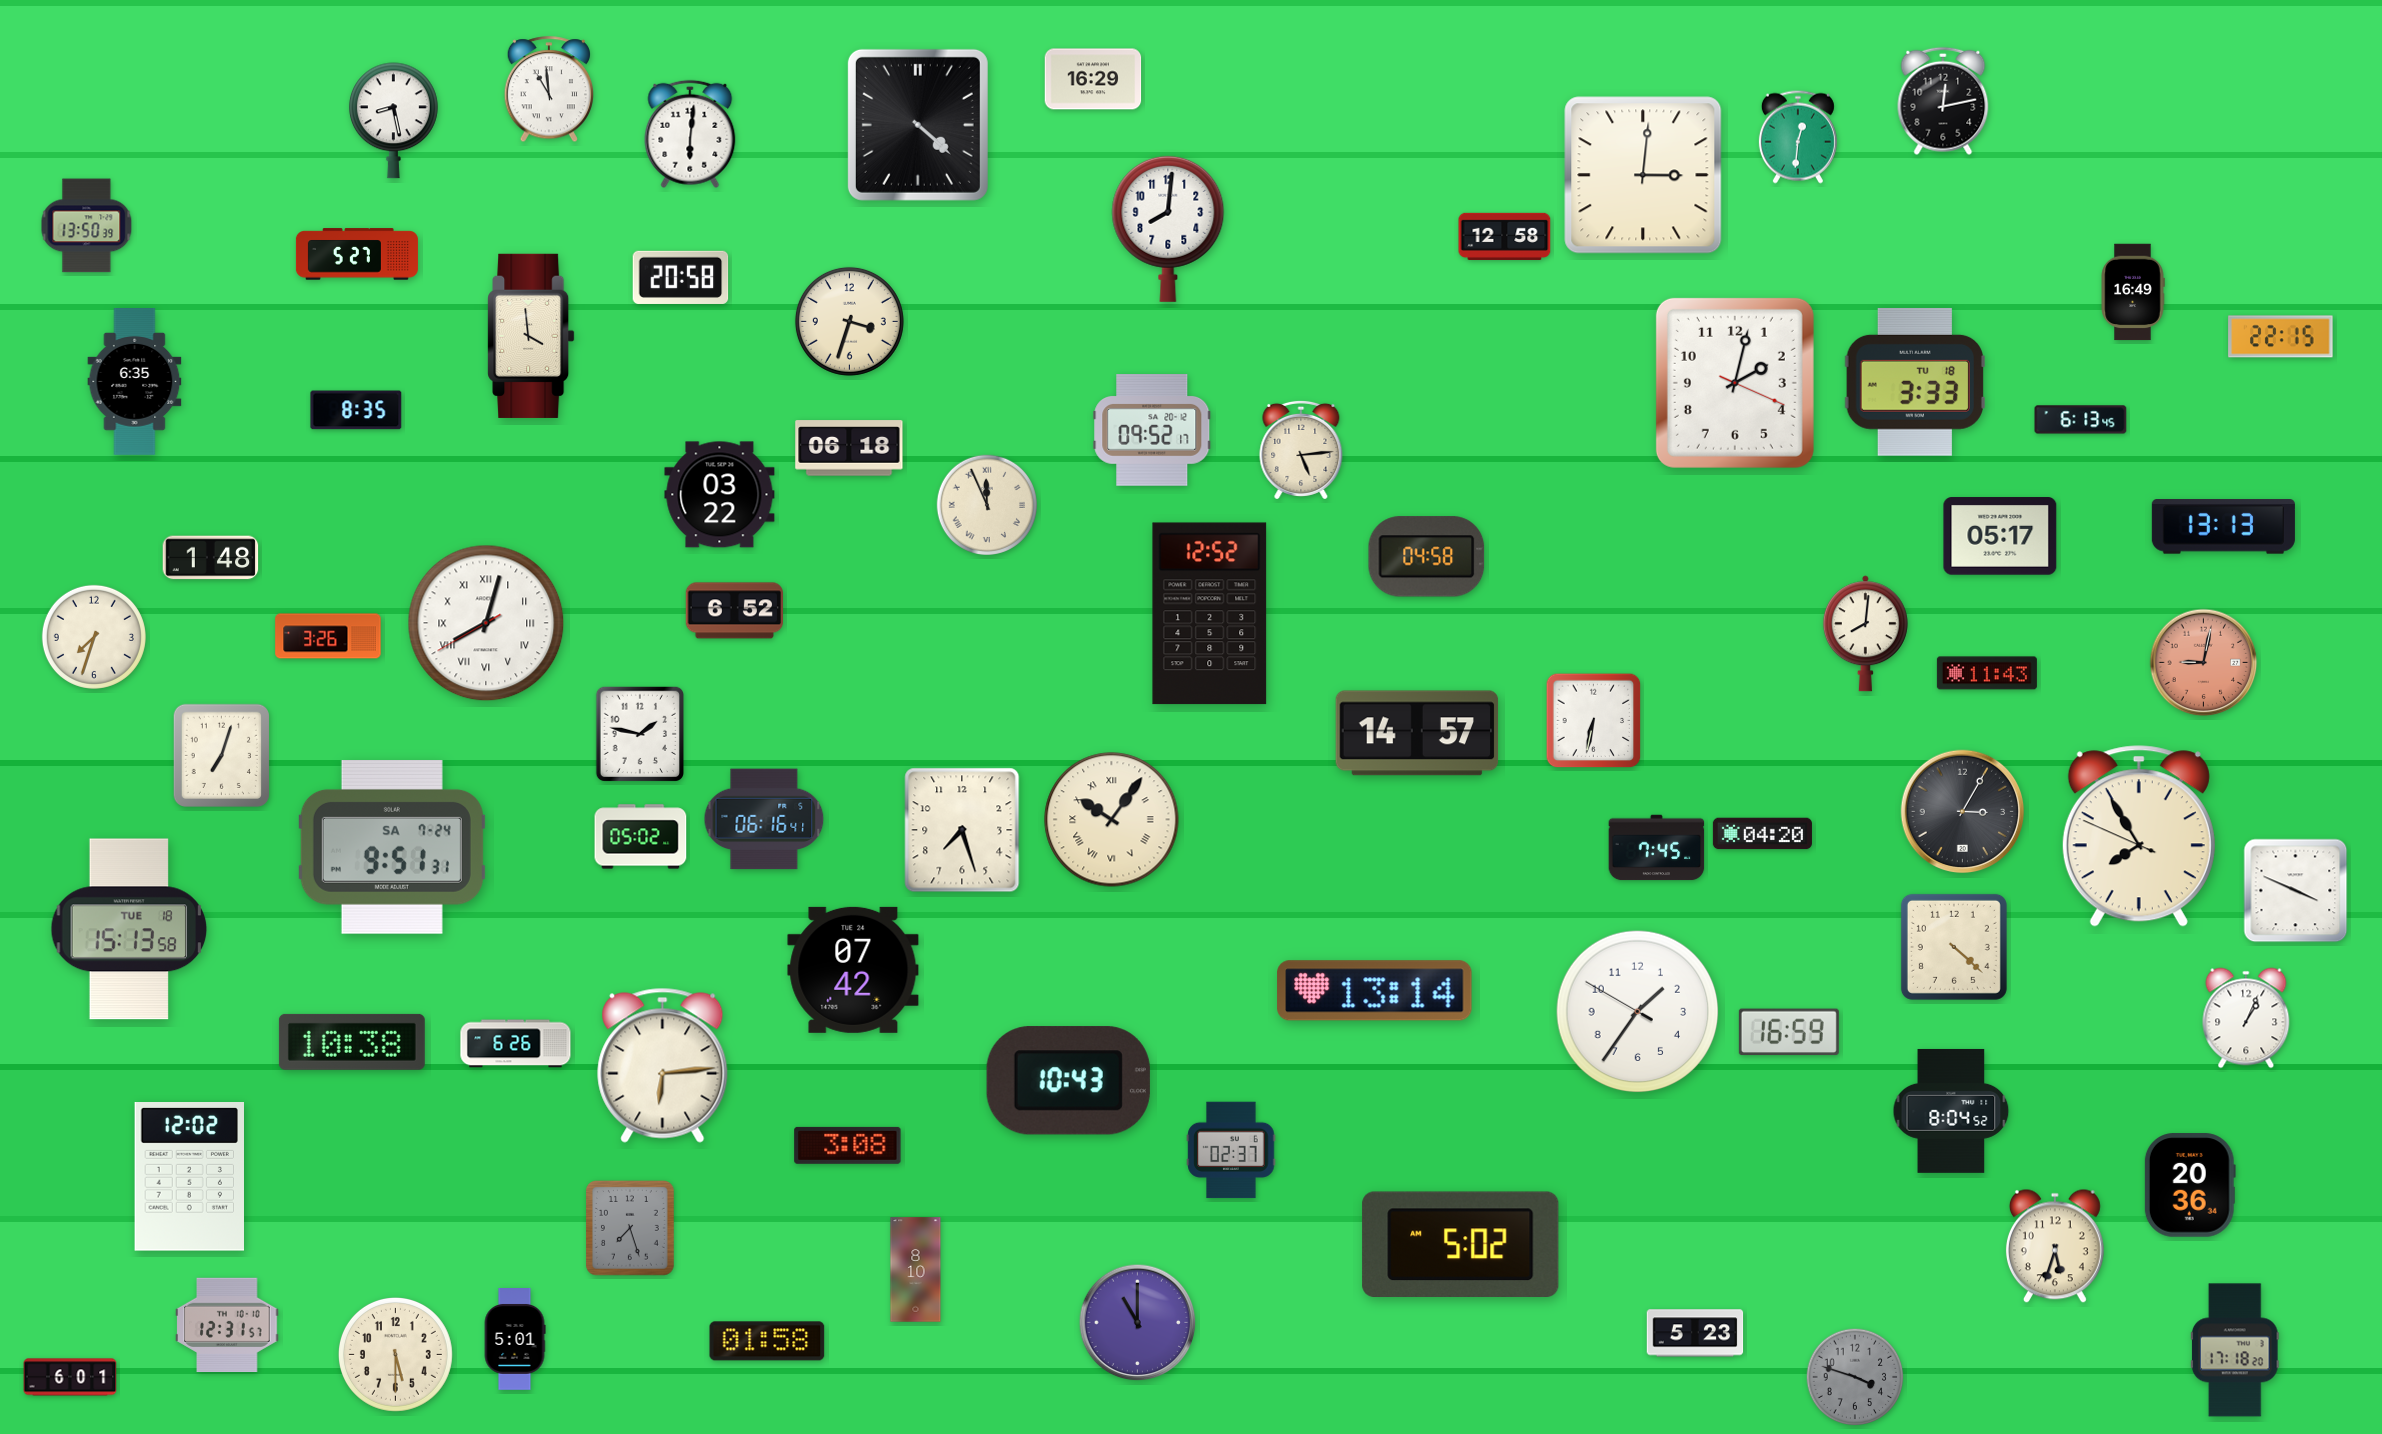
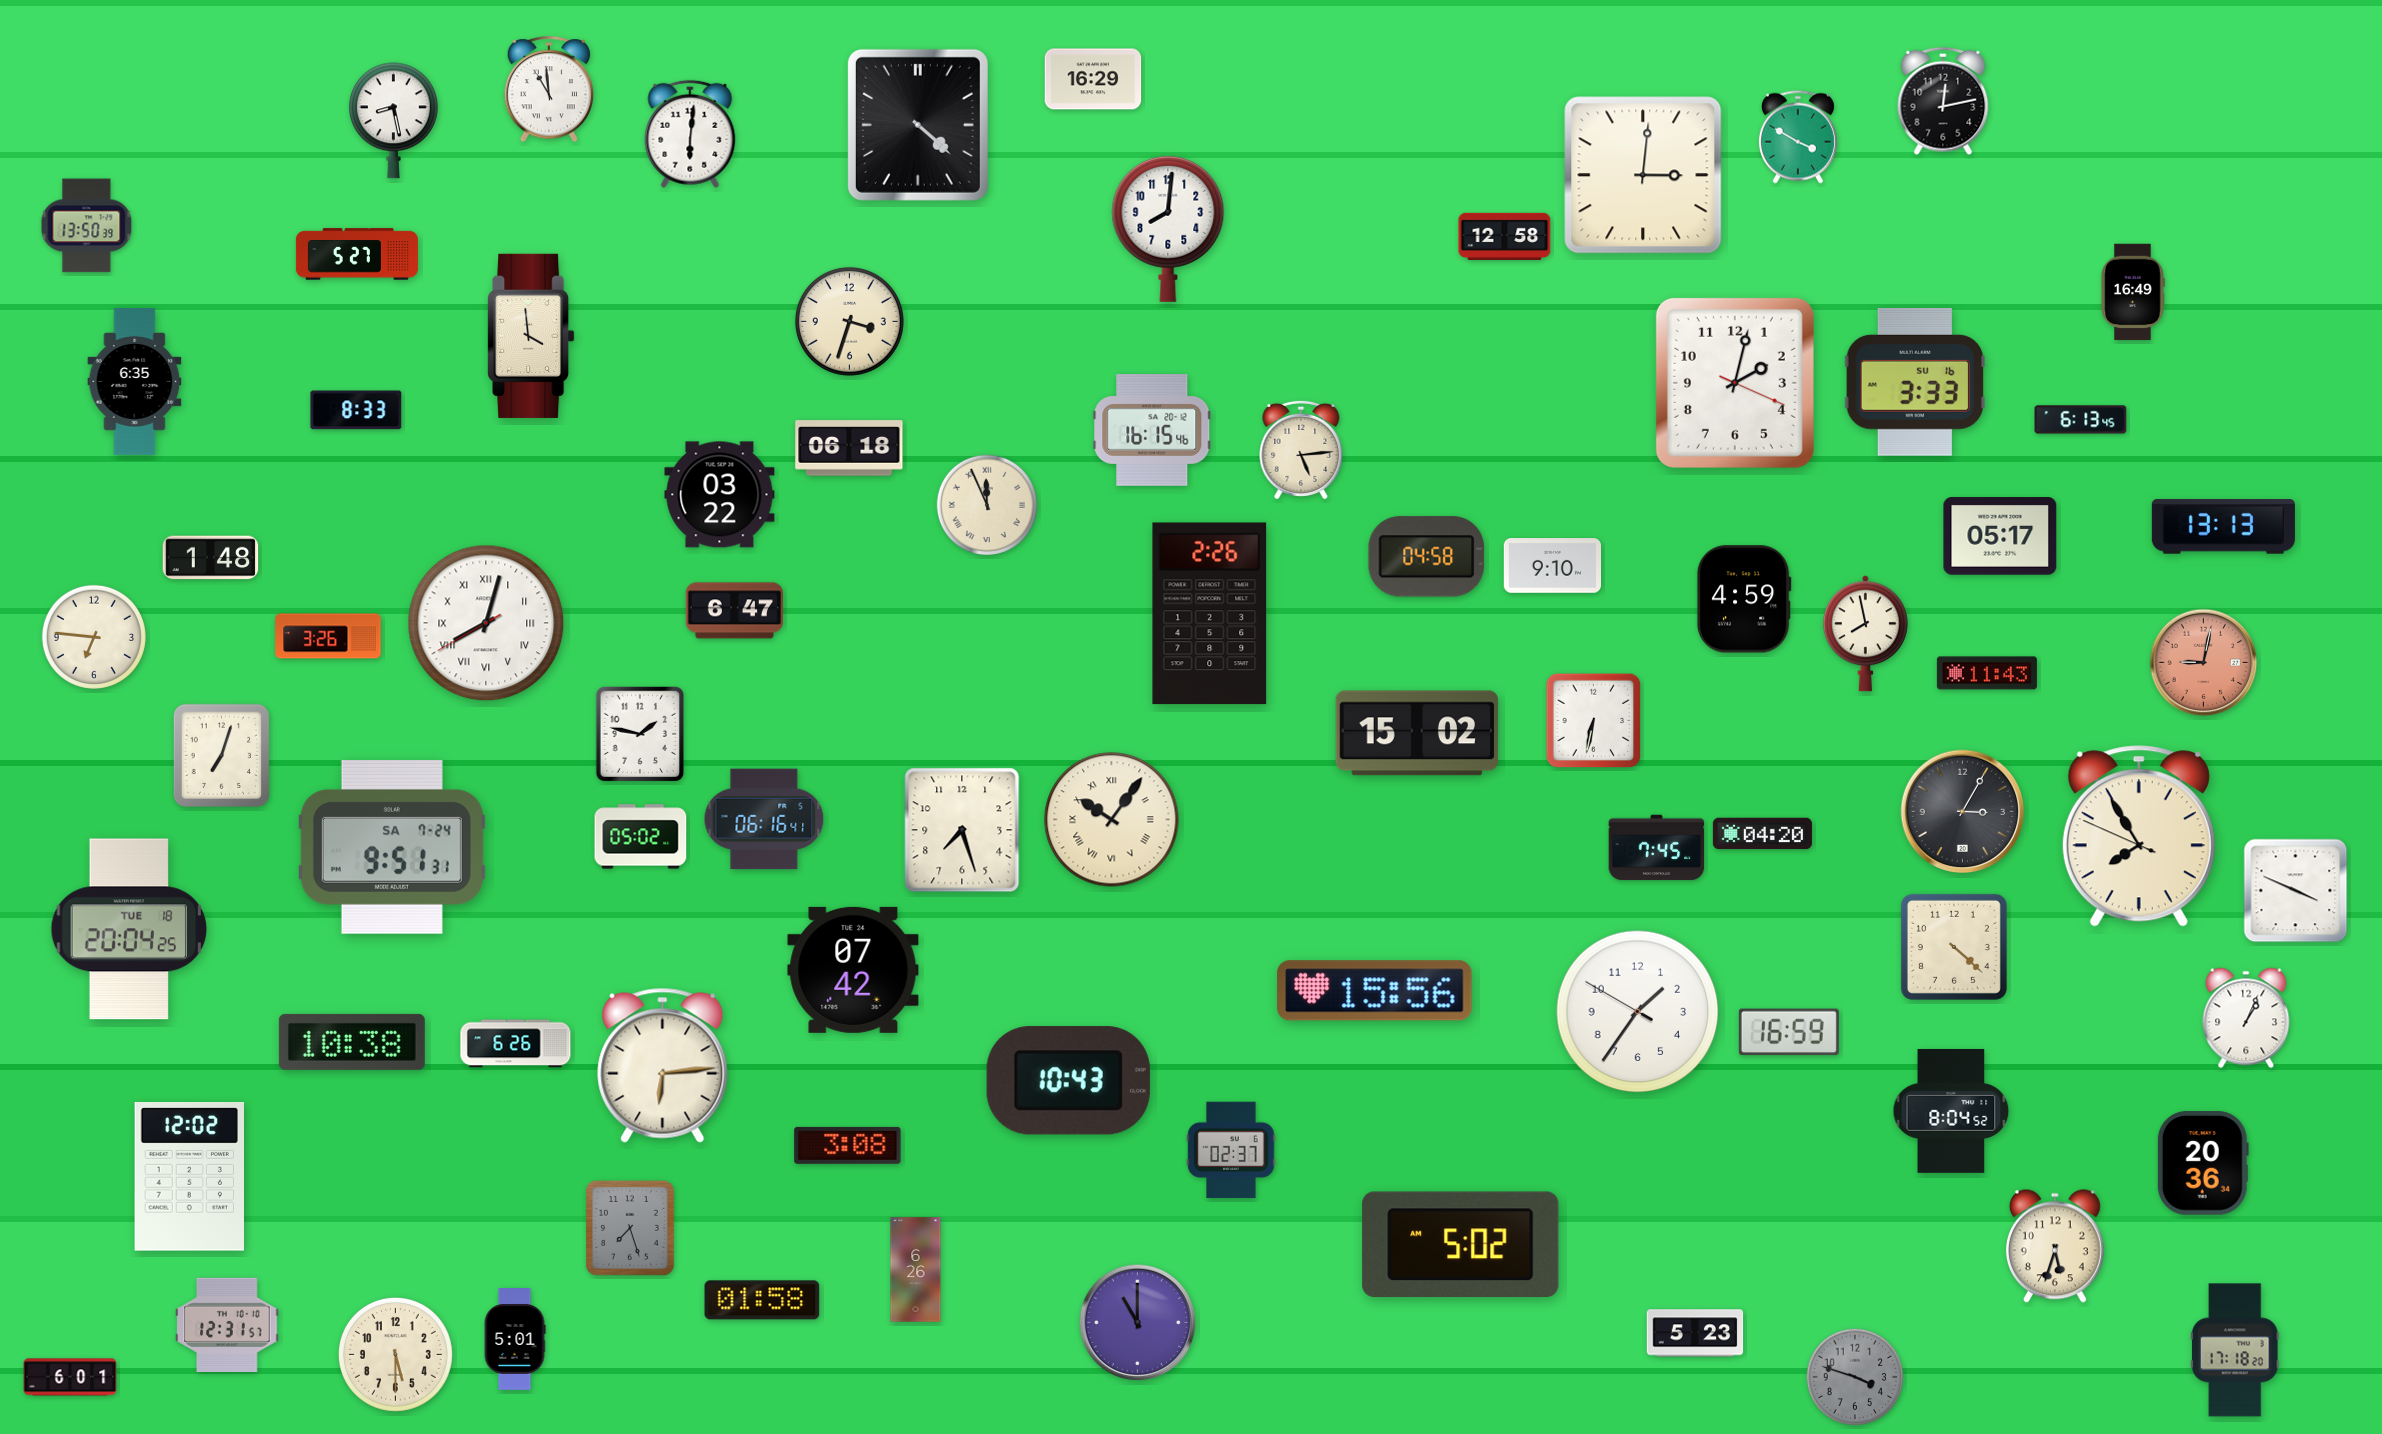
clock at (1798, 137): 12:31 -> 3:50
clock at (681, 277): 20:58 -> none
clock at (2281, 337): 22:15 -> none
clock at (1914, 382) date: TU 18 -> SU 16
clock at (356, 410): 8:35 -> 8:33
clock at (1152, 430): 09:52 -> 16:15
clock at (1552, 566): none -> 9:10
clock at (1744, 599): none -> 4:59
clock at (734, 611): 6:52 -> 6:47
clock at (1210, 614): 12:52 -> 2:26
clock at (1865, 634): 8:01 -> 7:58
clock at (94, 637): 7:33 -> 6:46
clock at (1417, 733): 14:57 -> 15:02
clock at (129, 929): 15:13 -> 20:04
clock at (1375, 991): 13:14 -> 15:56
clock at (2190, 1185) position: (2190, 1185) -> (2203, 1163)
clock at (916, 1270): 8:10 -> 6:26
clock at (767, 1341) position: (767, 1341) -> (762, 1300)
